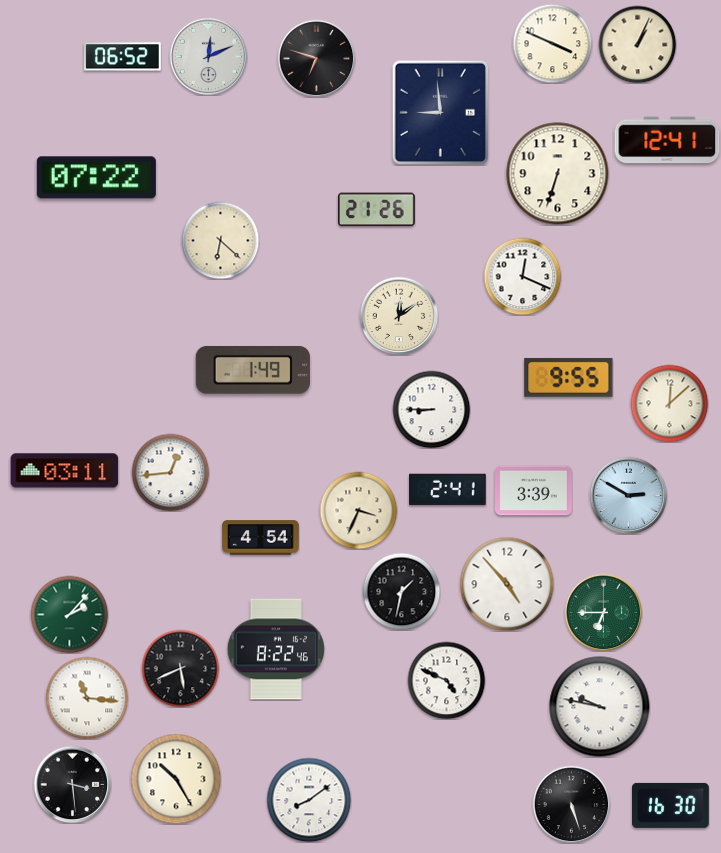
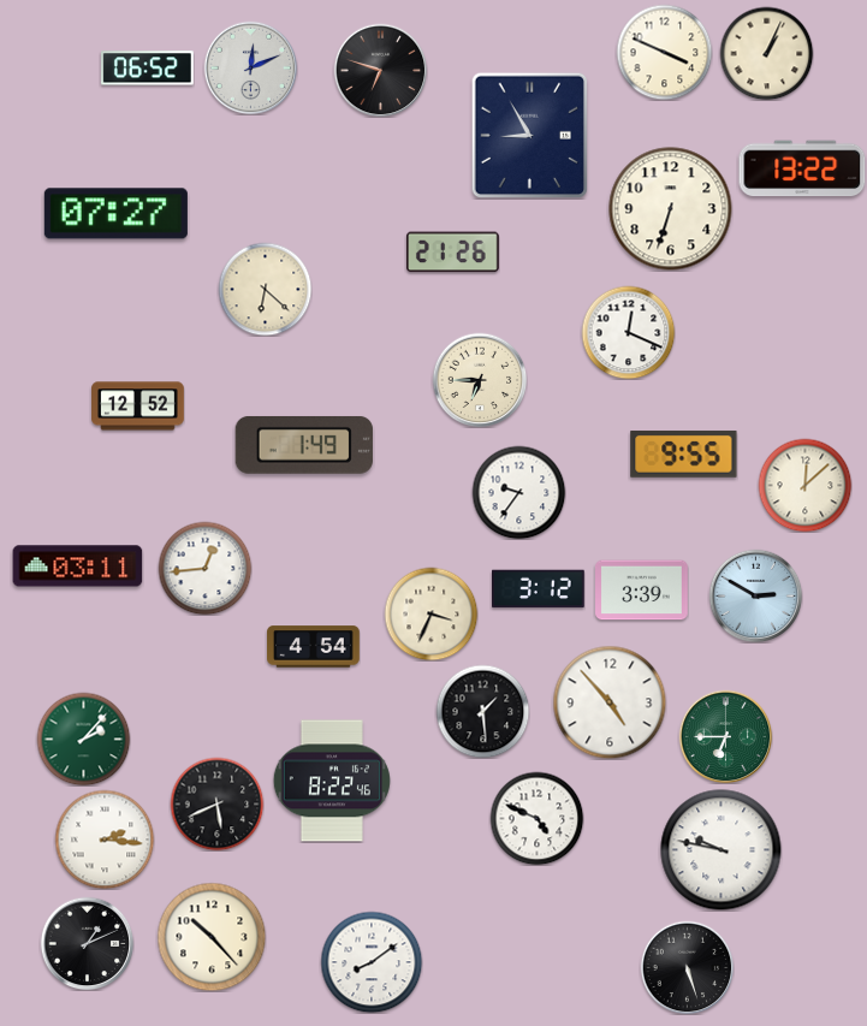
clock at (441, 112): 8:59 -> 8:55
clock at (667, 140): 12:41 -> 13:22
clock at (96, 178): 07:22 -> 07:27
clock at (399, 316): 12:09 -> 6:45
clock at (138, 407): none -> 12:52
clock at (431, 409): 8:45 -> 9:36
clock at (448, 490): 2:41 -> 3:12
clock at (401, 591): 1:32 -> 1:29
clock at (87, 698): 11:16 -> 2:16
clock at (176, 779): 10:25 -> 10:23
clock at (72, 784): 3:29 -> 1:11
clock at (671, 805): 16:30 -> none
